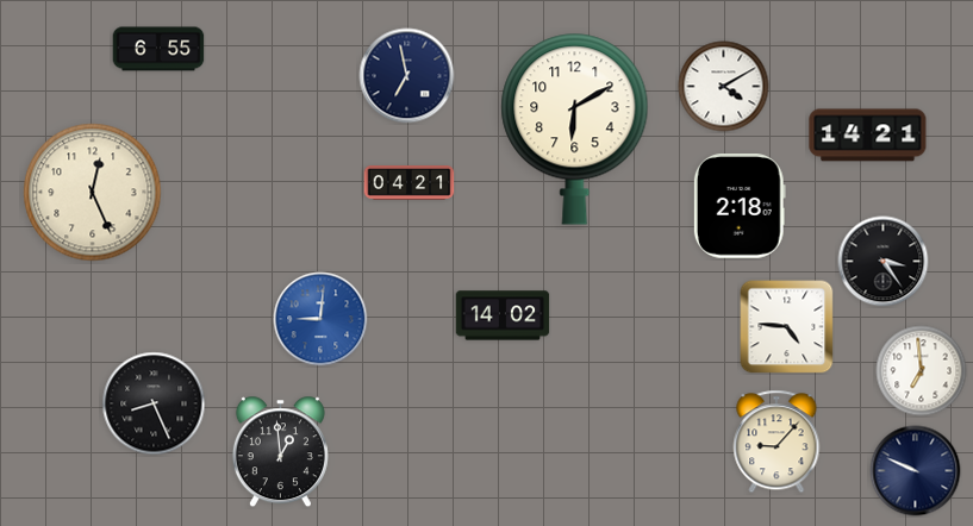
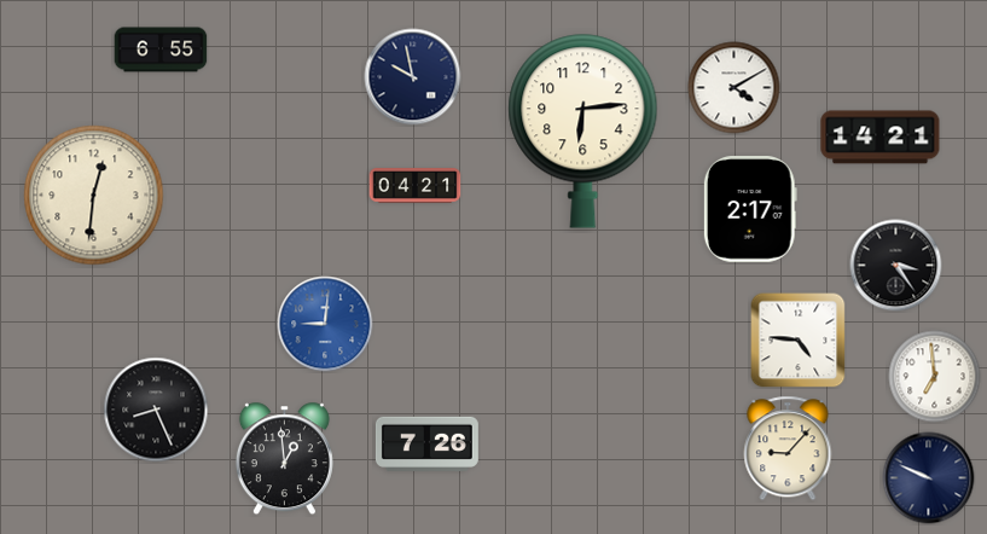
clock at (407, 76): 6:58 -> 9:58
clock at (575, 129): 6:10 -> 6:14
clock at (93, 193): 12:26 -> 12:31
clock at (740, 207): 2:18 -> 2:17
clock at (503, 315): 14:02 -> none
clock at (787, 327) position: (787, 327) -> (799, 341)
clock at (426, 443): none -> 7:26
